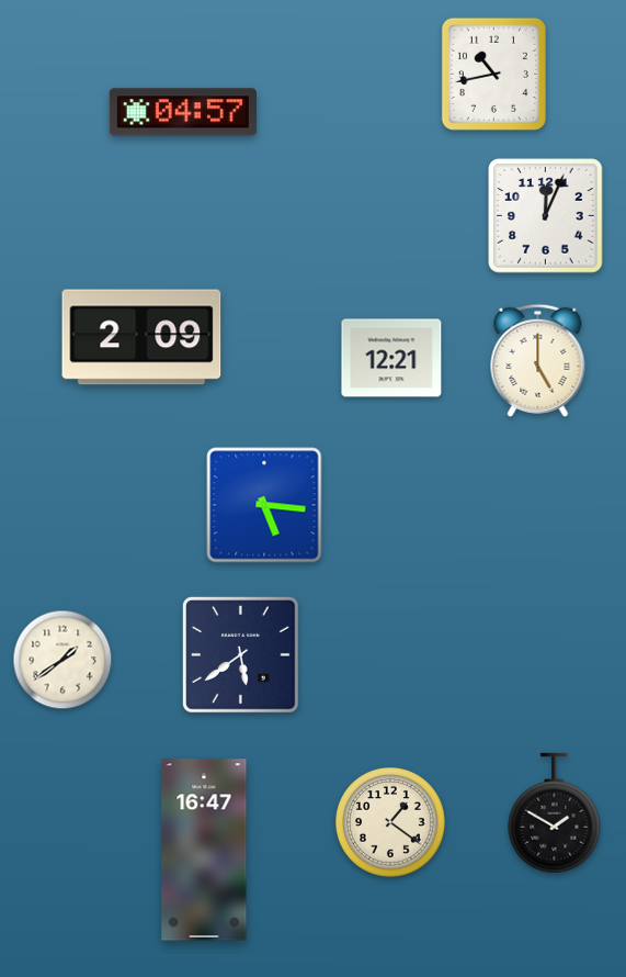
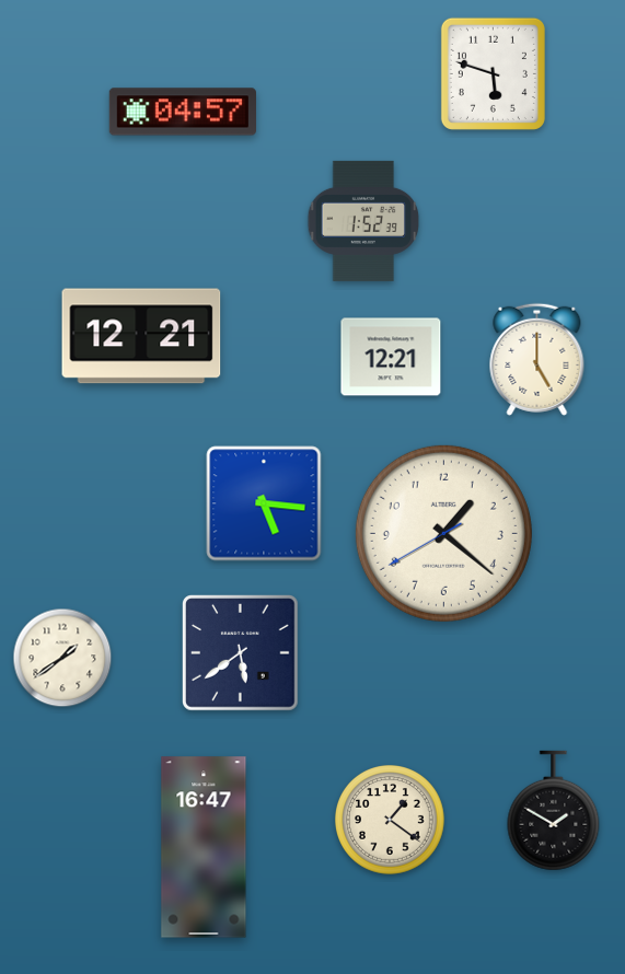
clock at (493, 74): 10:43 -> 5:48
clock at (546, 216): 12:04 -> none
clock at (363, 221): none -> 1:52
clock at (141, 337): 2:09 -> 12:21
clock at (443, 533): none -> 1:21
